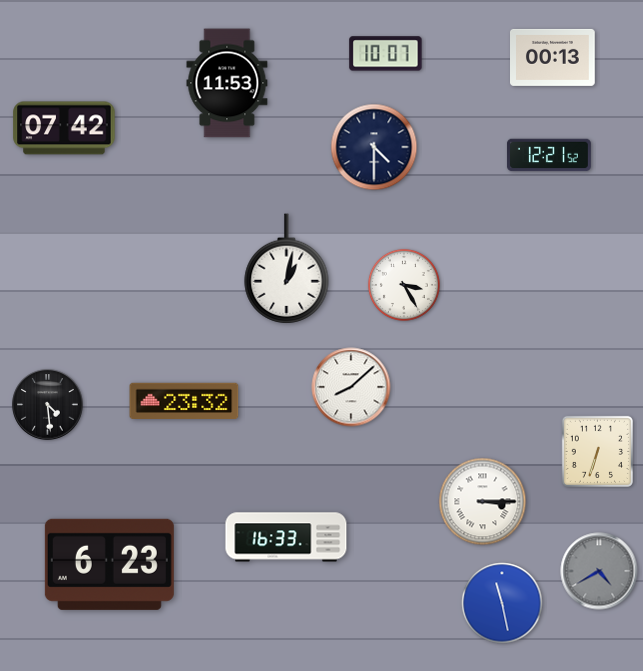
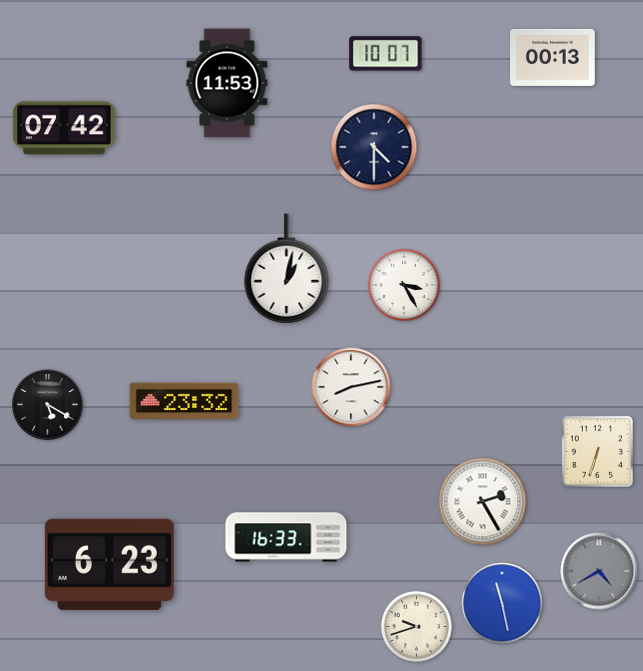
clock at (549, 155): 12:21 -> none
clock at (351, 387): 8:08 -> 8:13
clock at (48, 405): 4:29 -> 5:20
clock at (483, 502): 3:15 -> 2:25
clock at (416, 626): none -> 9:42
